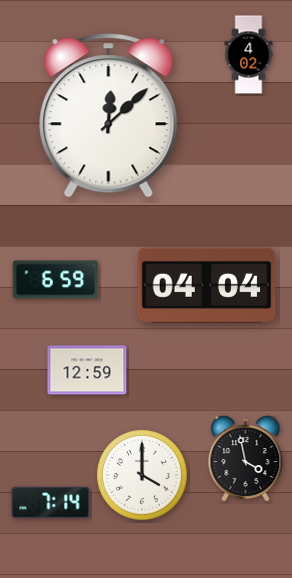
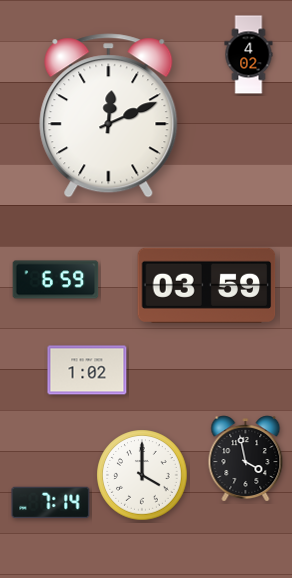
clock at (109, 116): 12:08 -> 12:11
clock at (207, 285): 04:04 -> 03:59
clock at (87, 370): 12:59 -> 1:02
